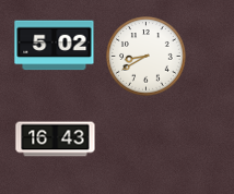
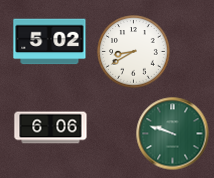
clock at (56, 140): 16:43 -> 6:06
clock at (173, 134): none -> 9:48
